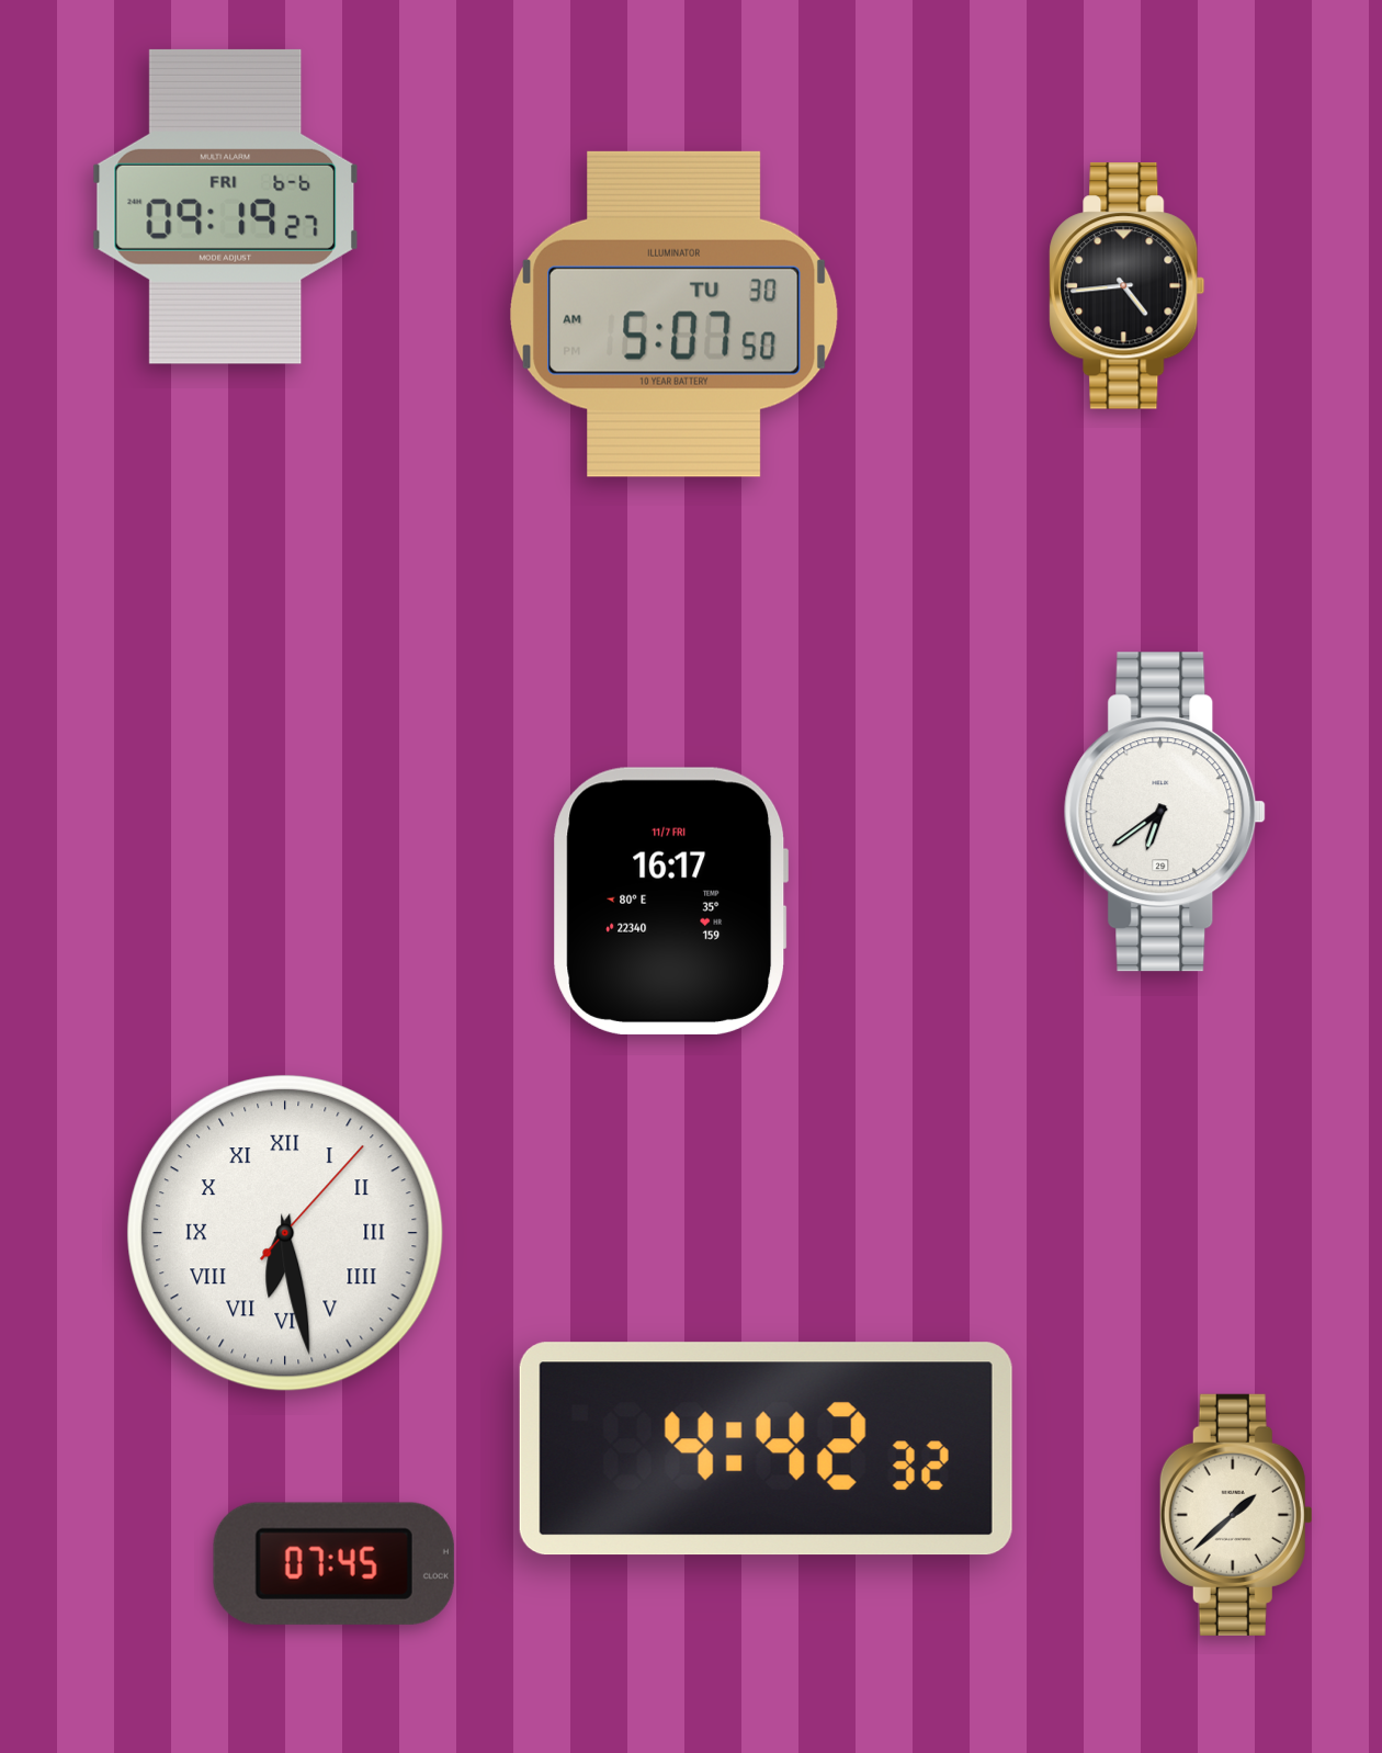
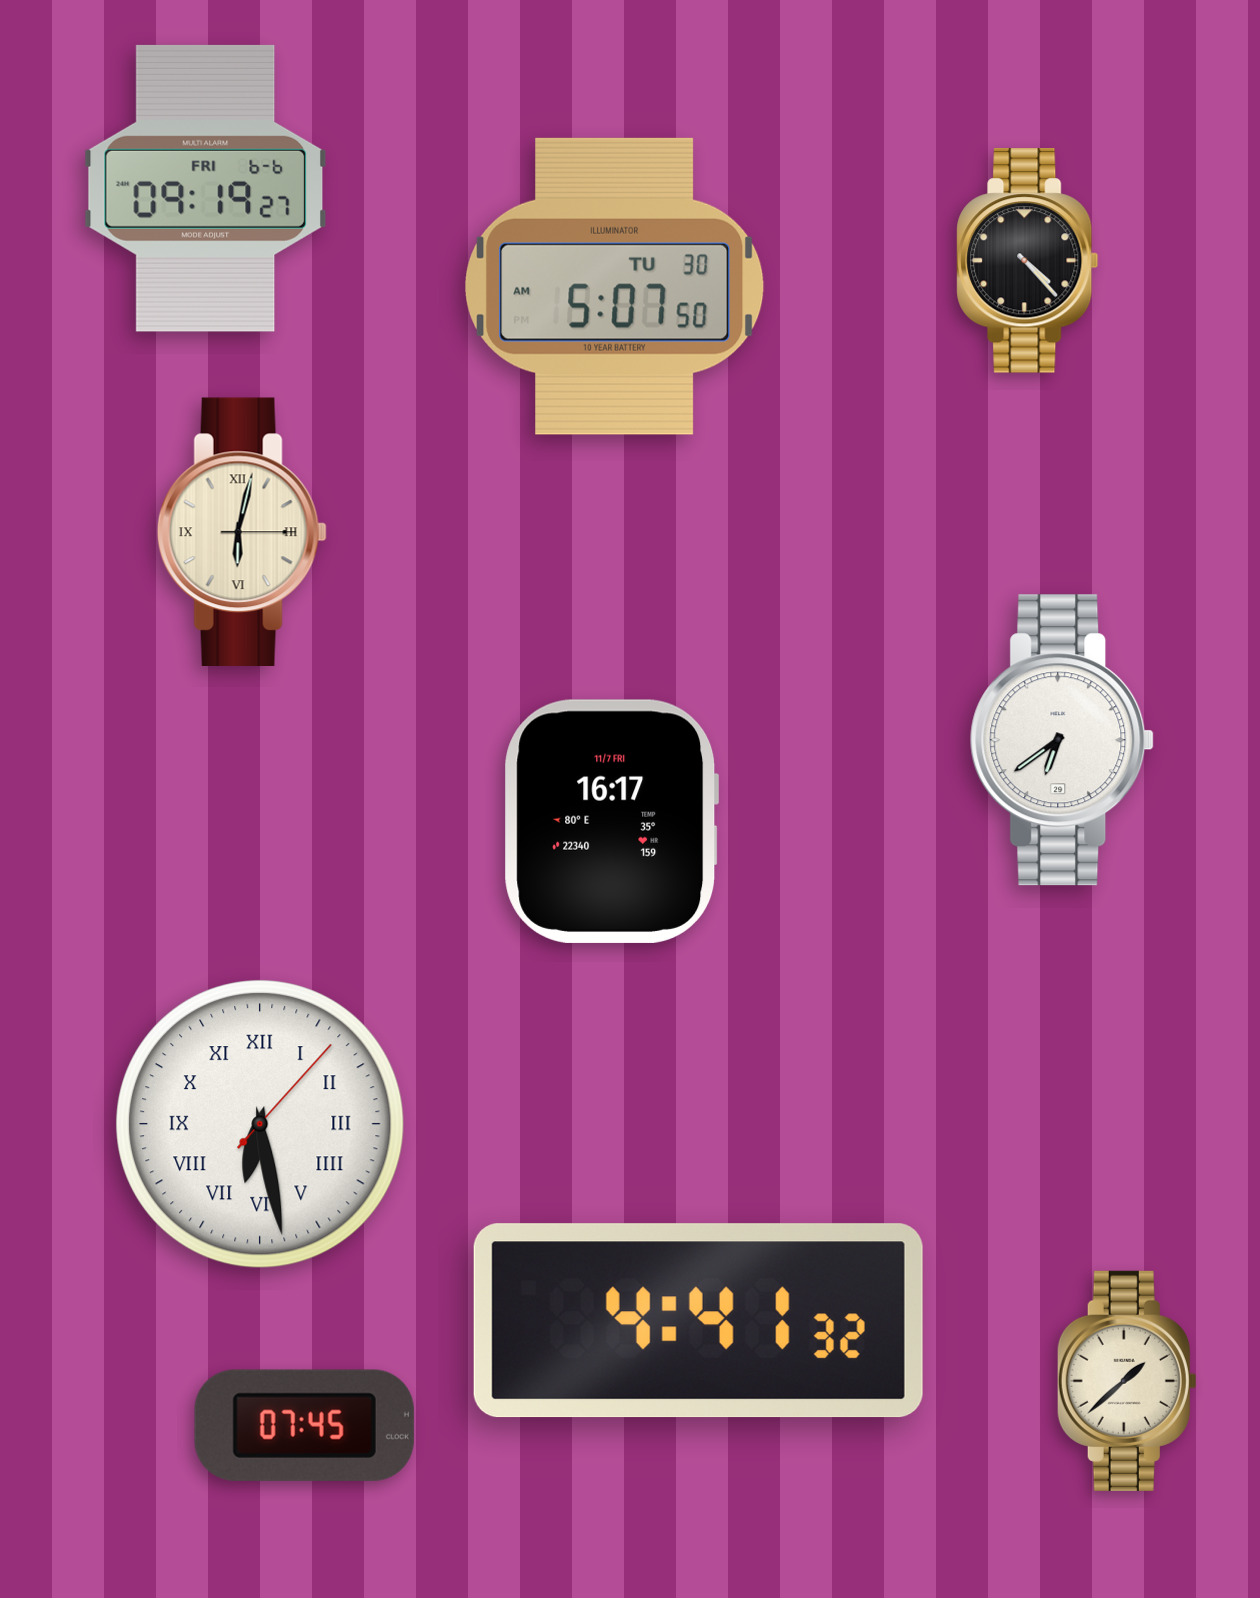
clock at (1128, 286): 4:44 -> 4:23
clock at (242, 531): none -> 6:02
clock at (766, 1449): 4:42 -> 4:41
